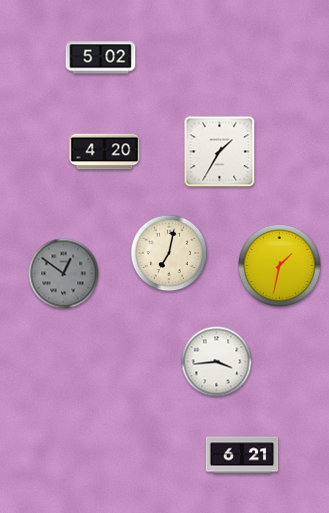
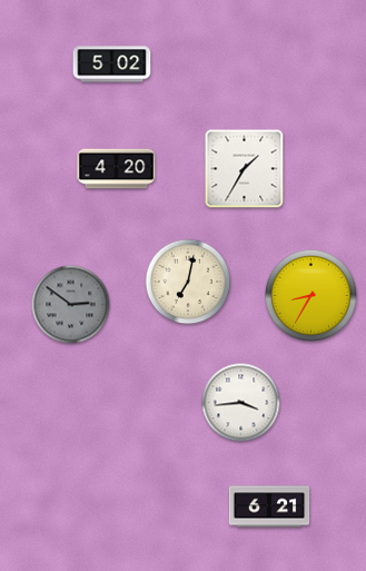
clock at (279, 265): 1:32 -> 8:35
clock at (64, 274): 12:51 -> 2:51
